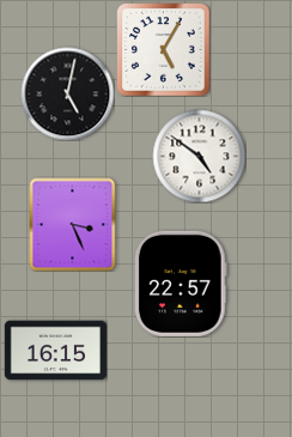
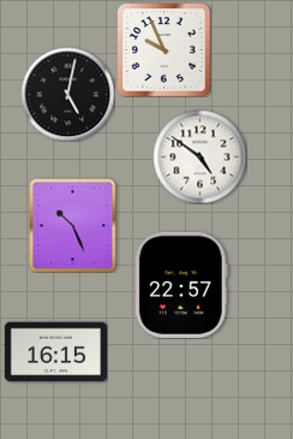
clock at (163, 49): 5:05 -> 9:56
clock at (73, 224): 3:26 -> 10:26
